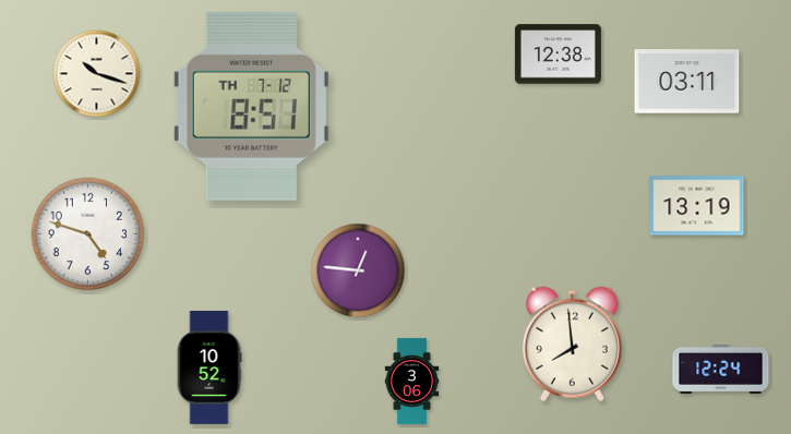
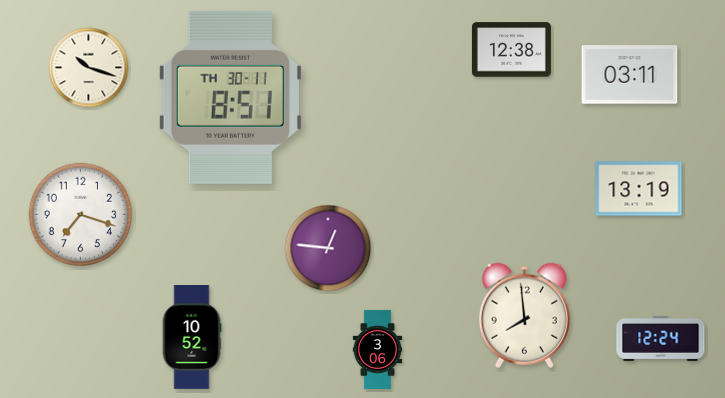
clock at (251, 106) date: TH 7-12 -> TH 30-11
clock at (88, 234): 4:48 -> 7:18
